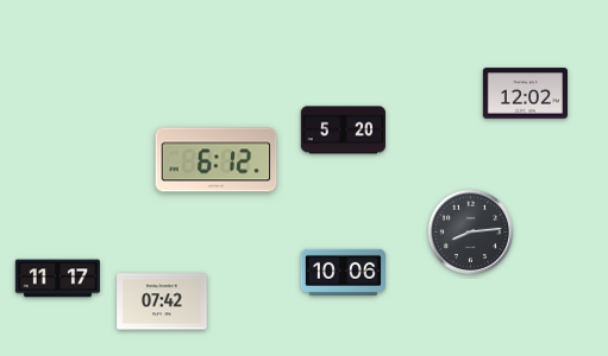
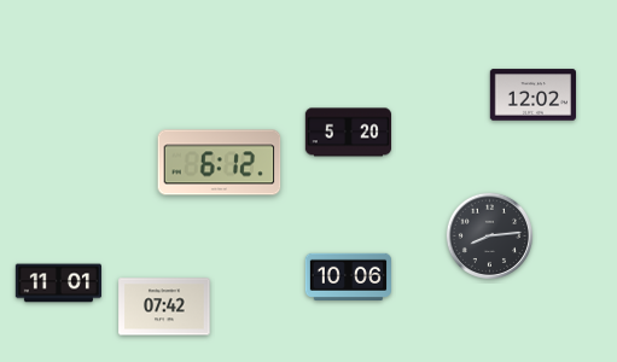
clock at (471, 233) position: (471, 233) -> (490, 237)
clock at (57, 279): 11:17 -> 11:01
